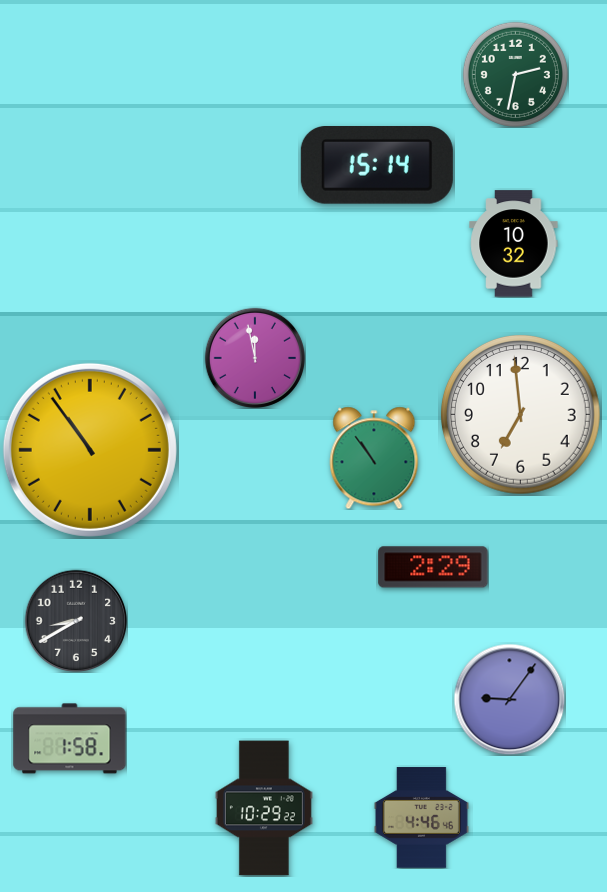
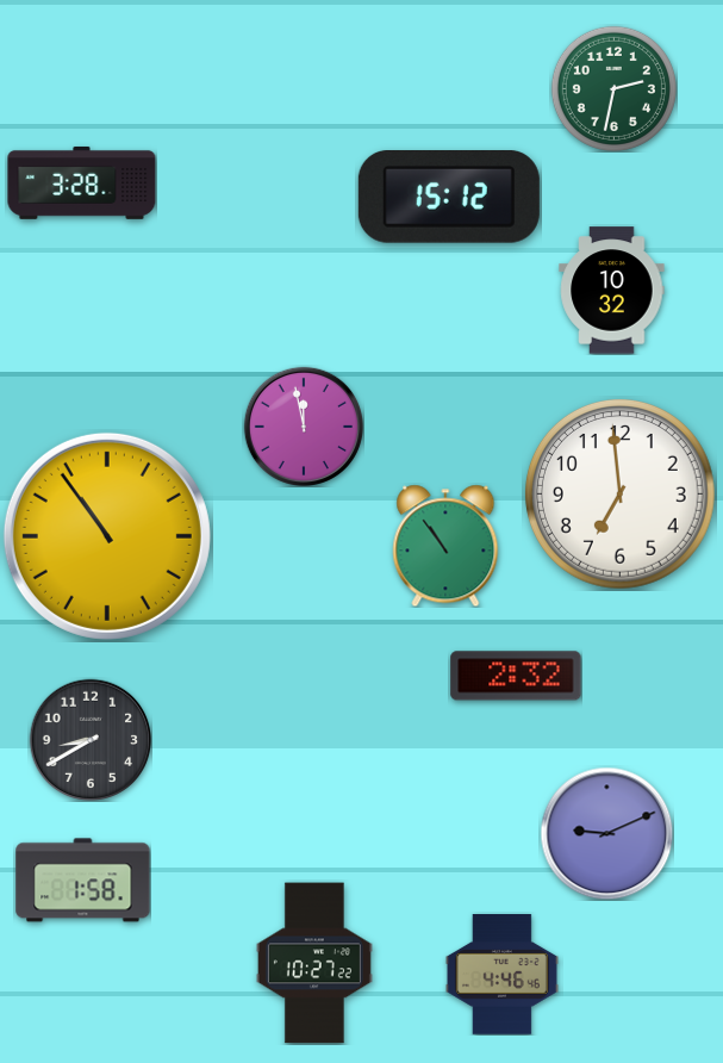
clock at (82, 184): none -> 3:28
clock at (377, 166): 15:14 -> 15:12
clock at (433, 567): 2:29 -> 2:32
clock at (509, 699): 9:06 -> 9:11
clock at (264, 808): 10:29 -> 10:27
